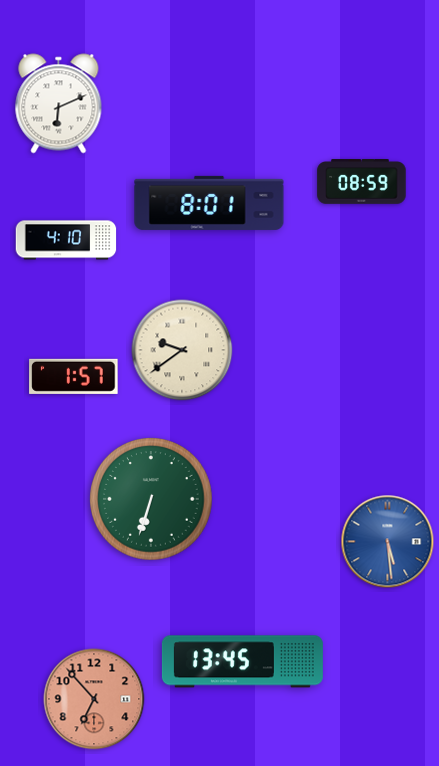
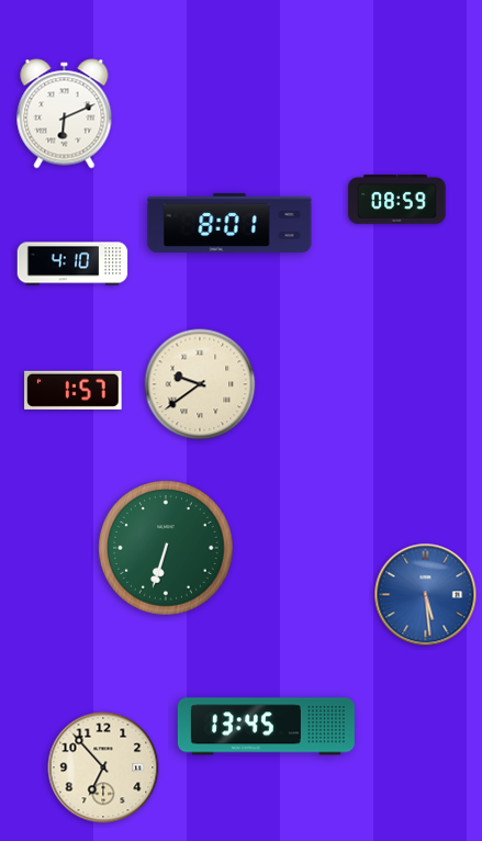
clock at (74, 376) position: (74, 376) -> (74, 390)
clock at (94, 699) dial: salmon -> cream
